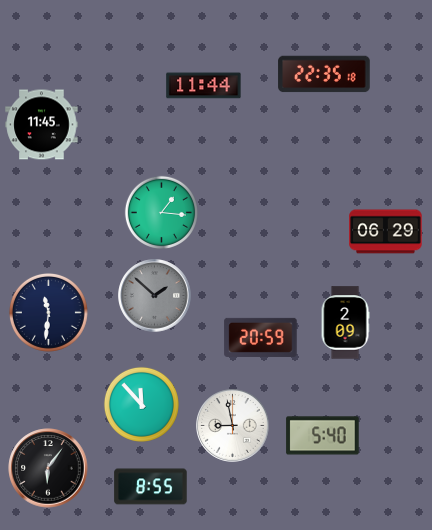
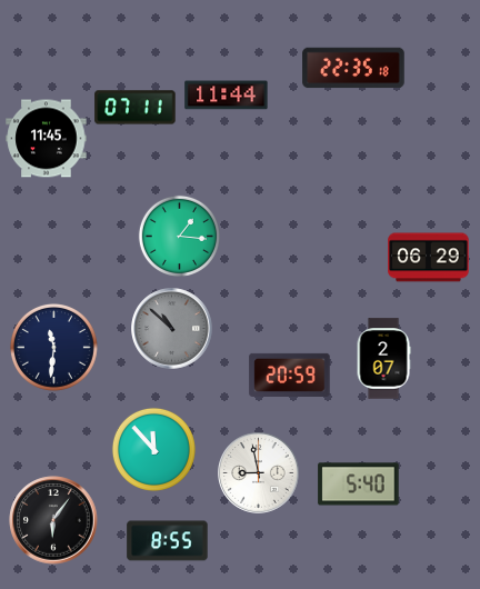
clock at (324, 74) position: (324, 74) -> (353, 68)
clock at (136, 108): none -> 07:11
clock at (155, 296): 1:52 -> 10:52
clock at (345, 323): 2:09 -> 2:07
clock at (141, 404) position: (141, 404) -> (153, 449)
